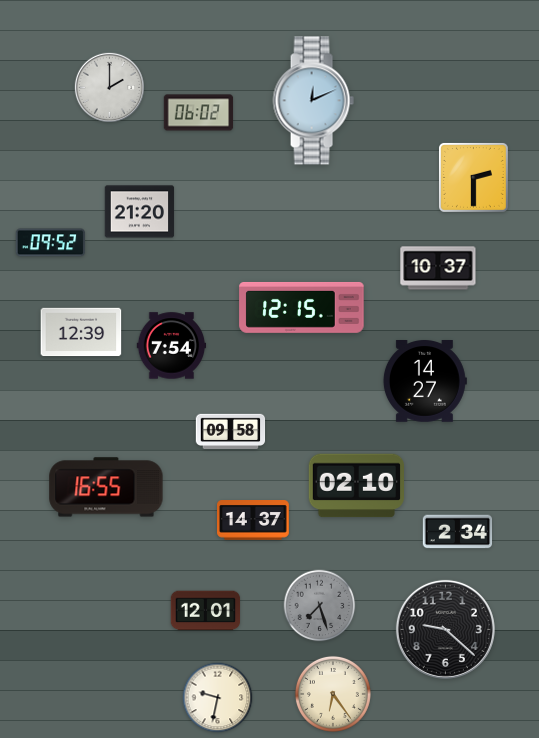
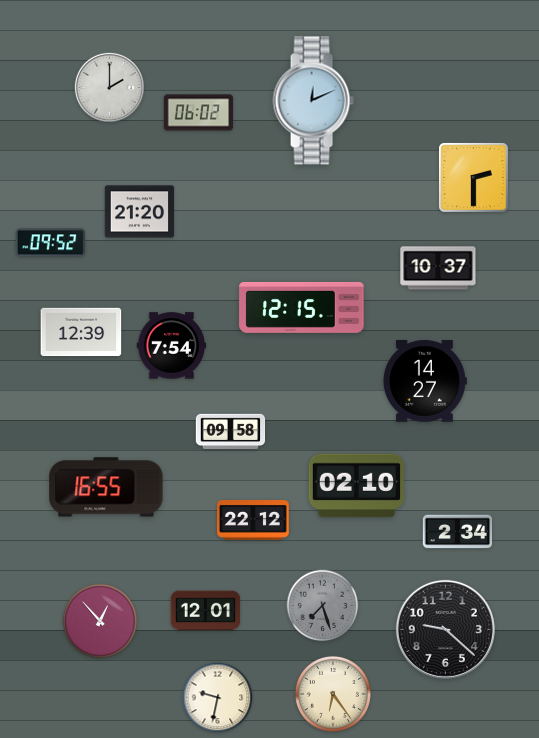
clock at (254, 521): 14:37 -> 22:12
clock at (320, 606) position: (320, 606) -> (323, 606)
clock at (99, 620): none -> 12:53
